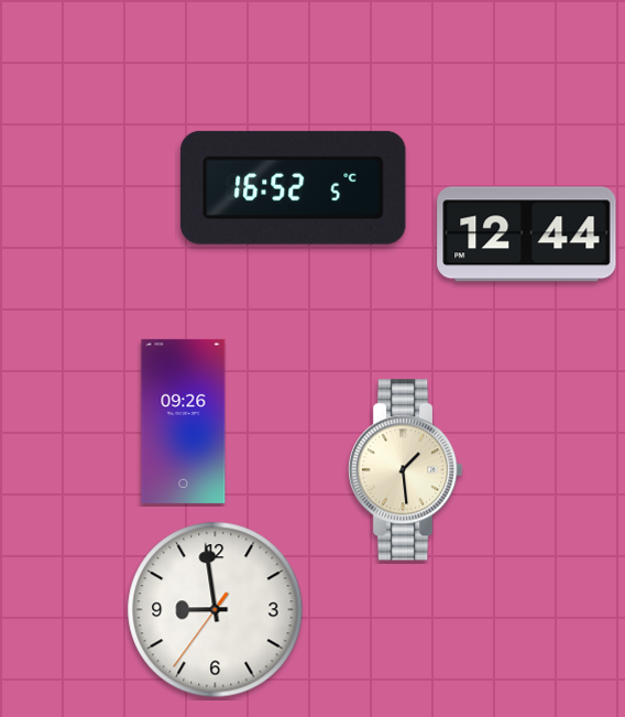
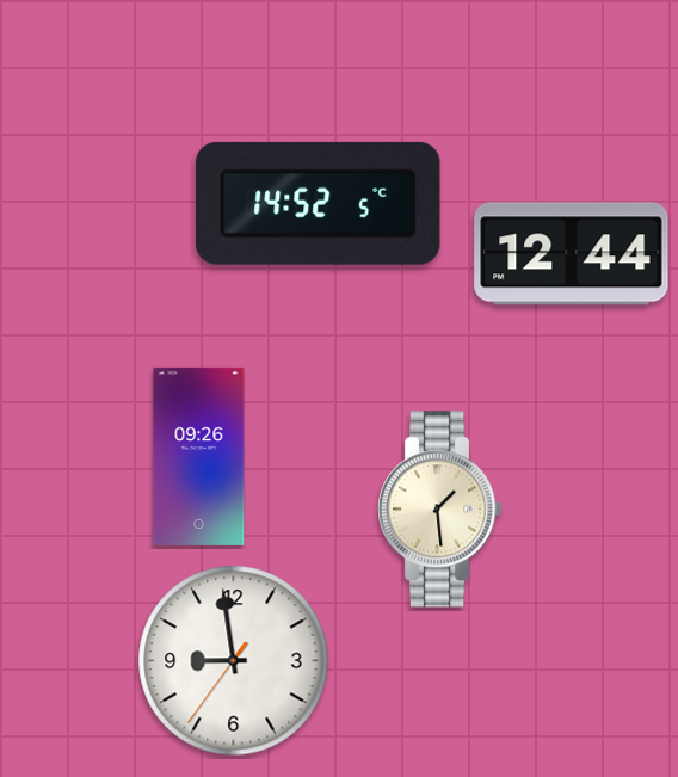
clock at (294, 187): 16:52 -> 14:52
